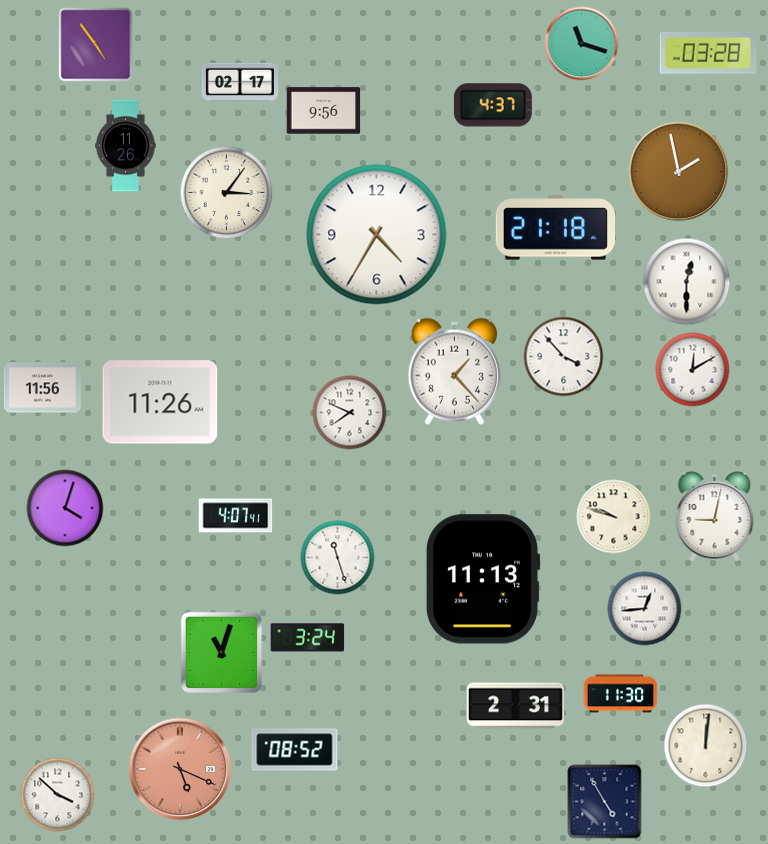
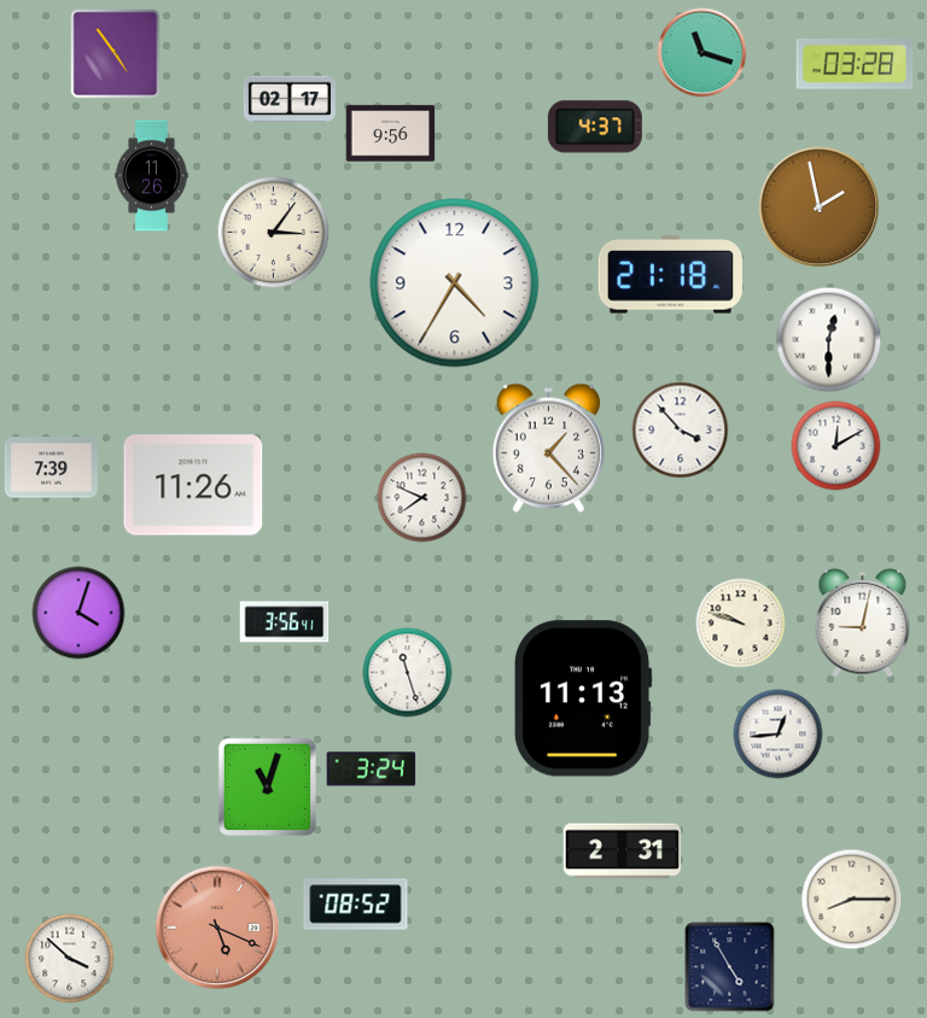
clock at (42, 388): 11:56 -> 7:39
clock at (236, 516): 4:07 -> 3:56
clock at (621, 694): 11:30 -> none
clock at (706, 746): 12:01 -> 8:15
